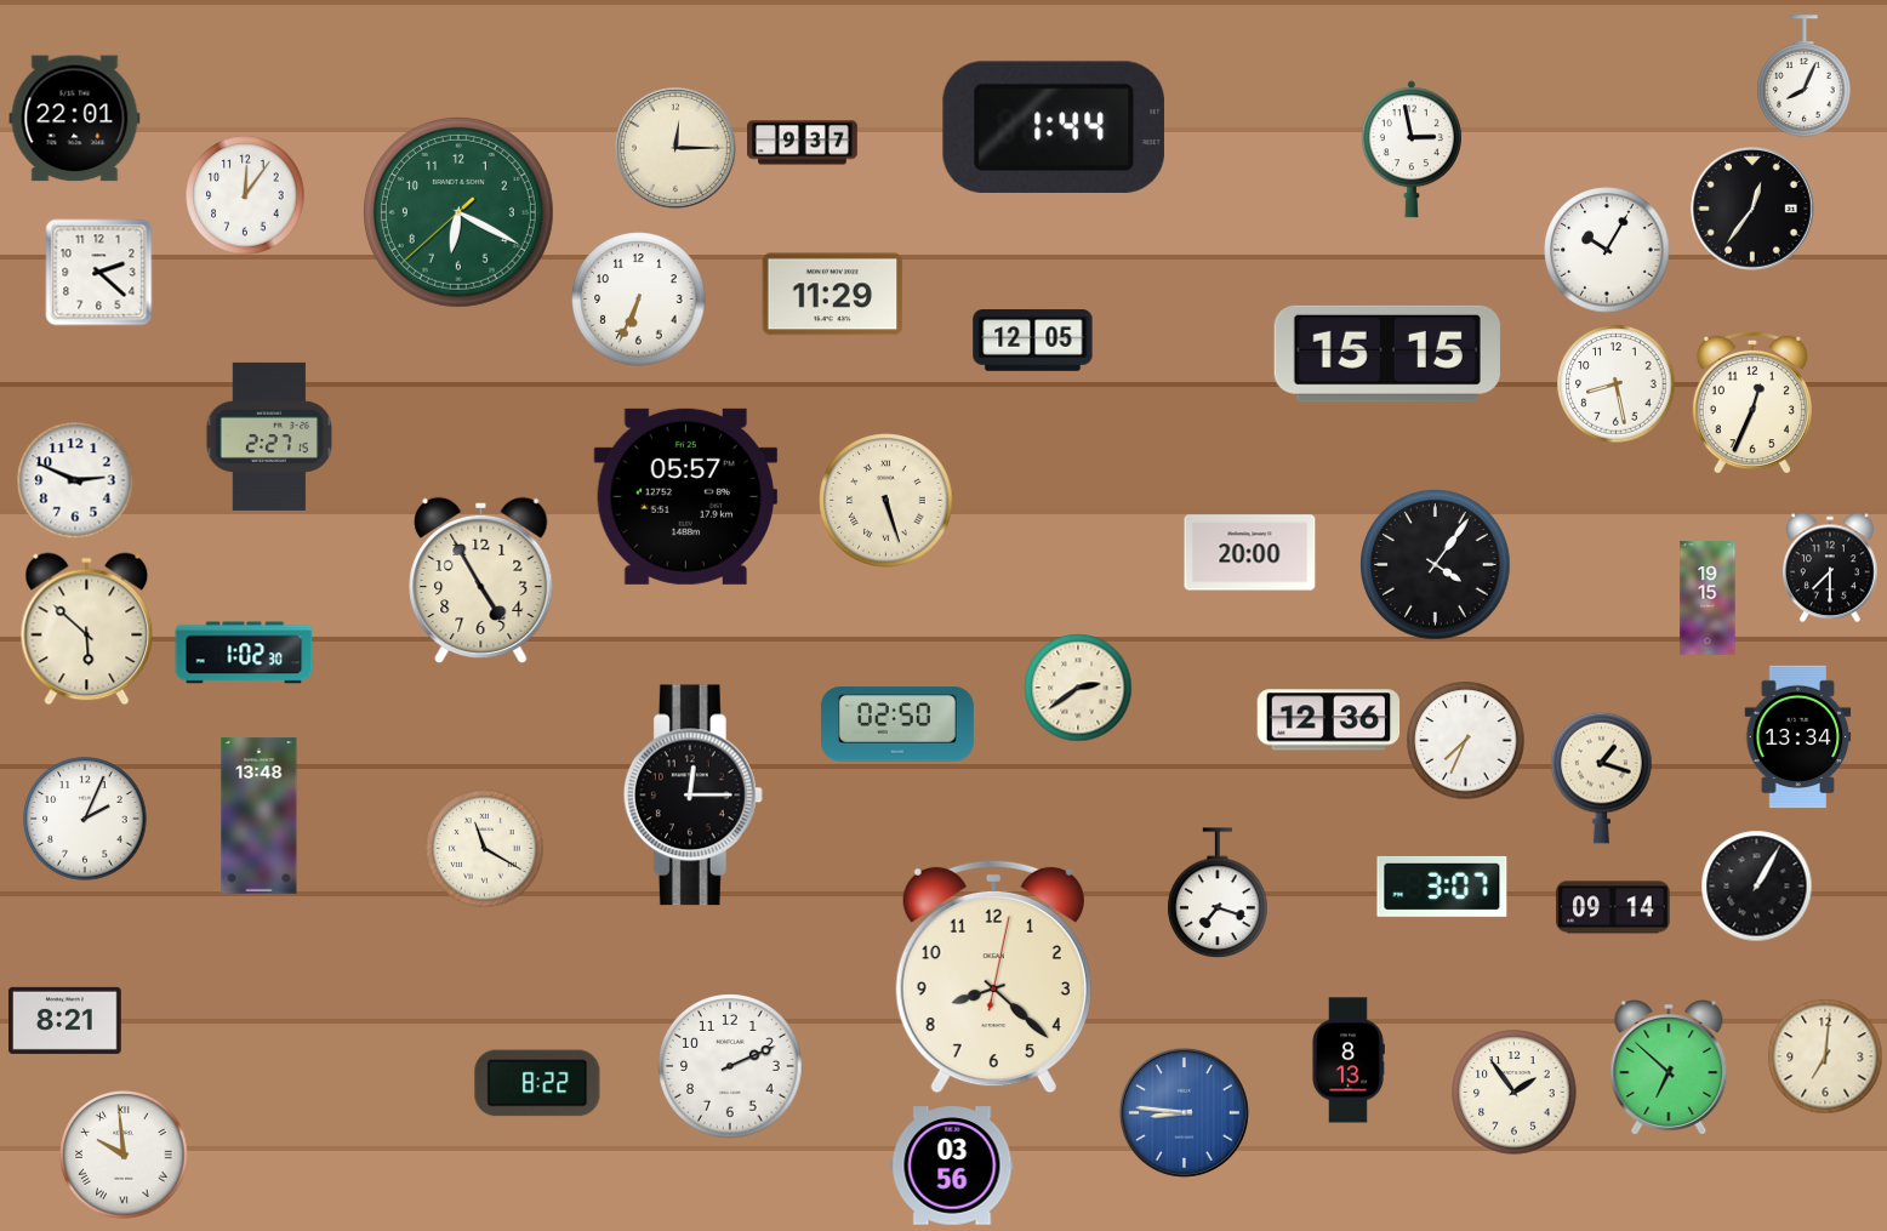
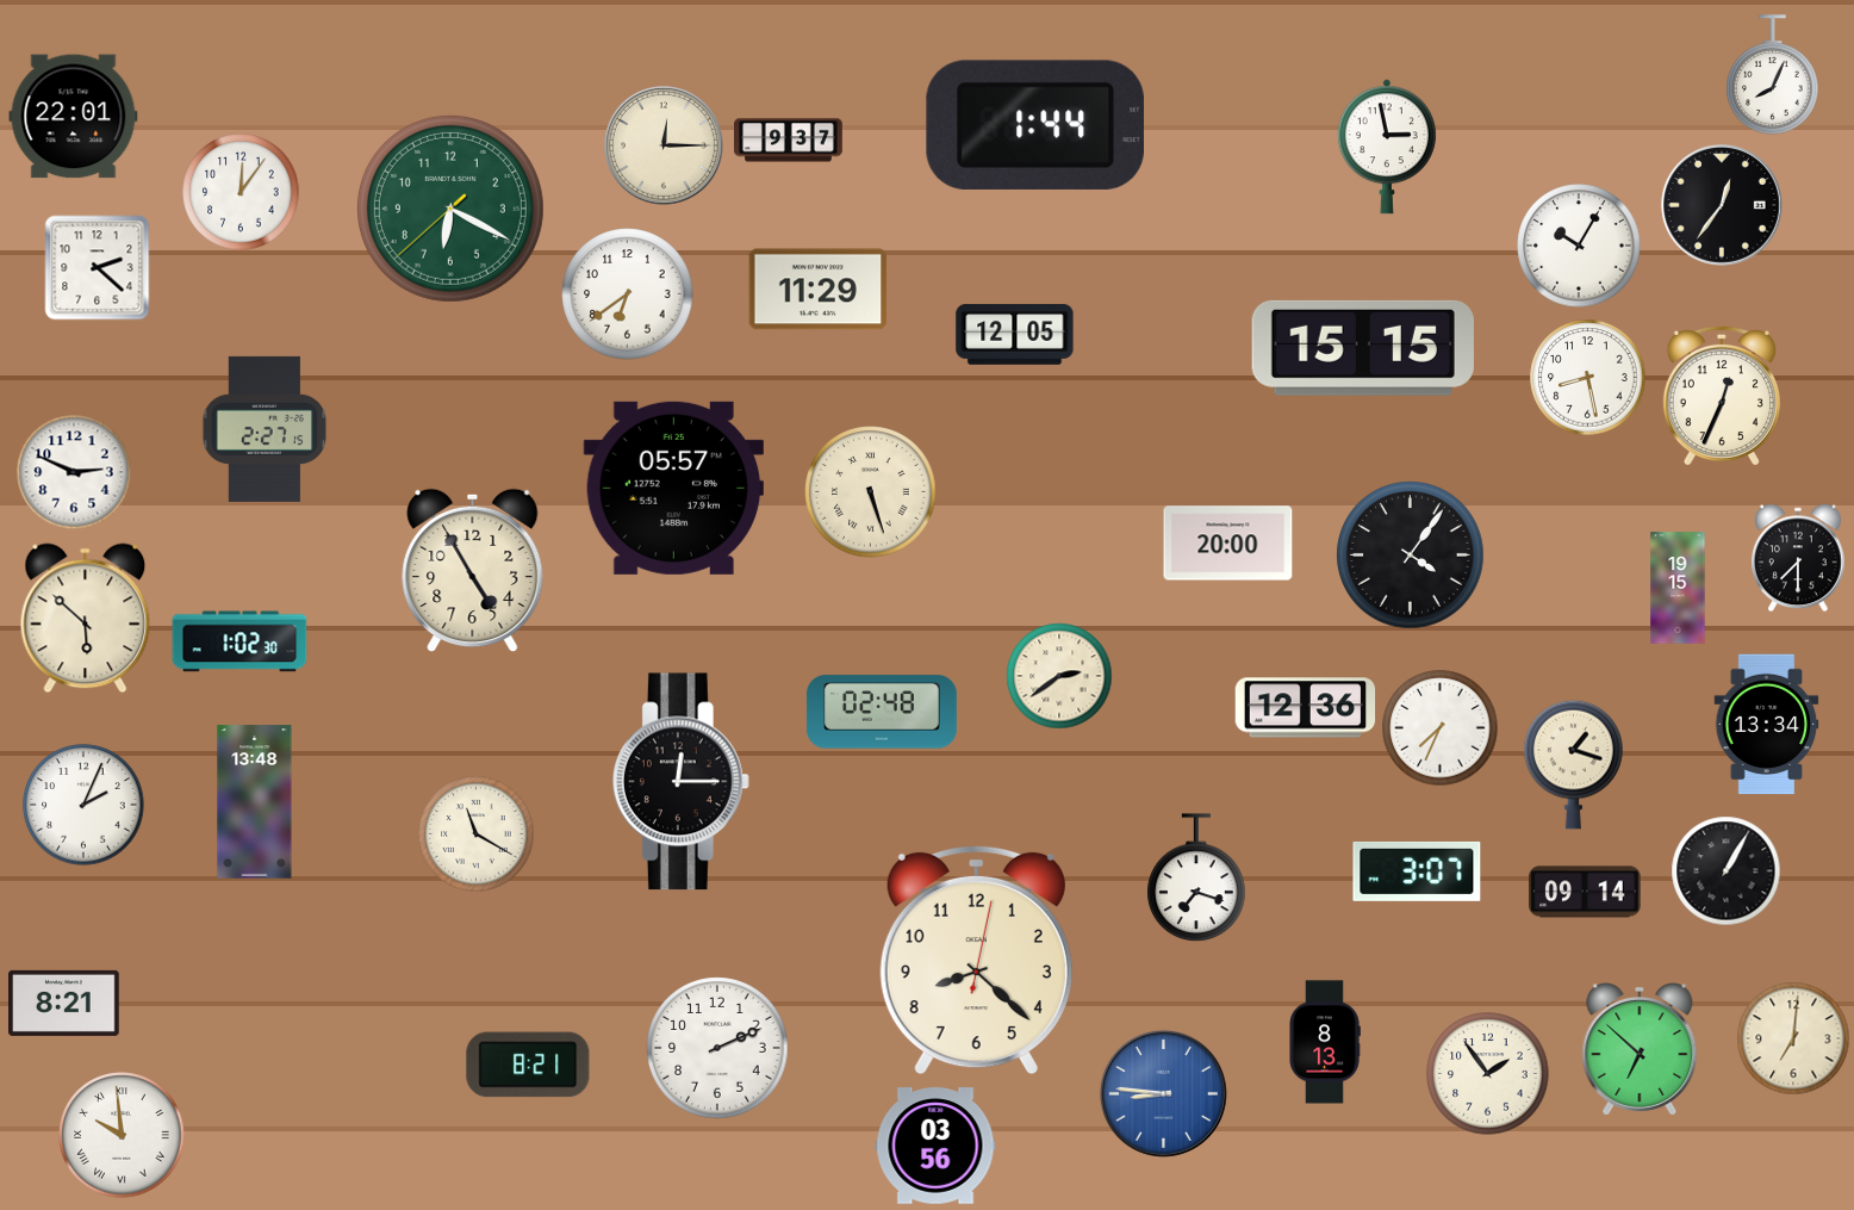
clock at (639, 300): 6:34 -> 6:39
clock at (897, 724): 02:50 -> 02:48
clock at (537, 1083): 8:22 -> 8:21
